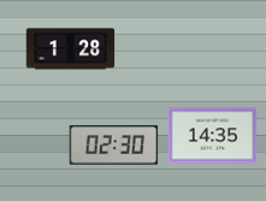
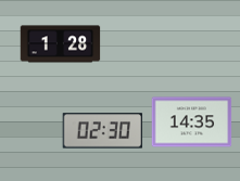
clock at (71, 49) position: (71, 49) -> (61, 44)
